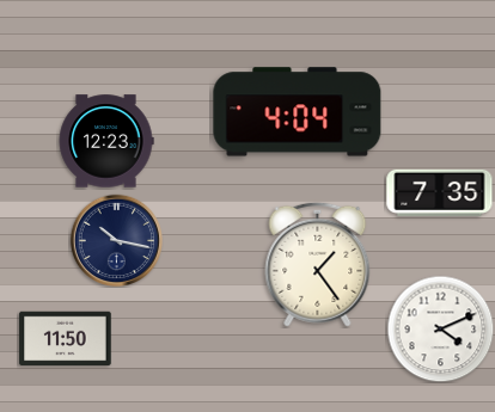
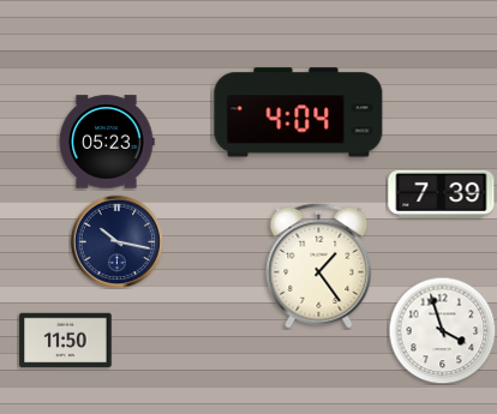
clock at (106, 141): 12:23 -> 05:23
clock at (440, 192): 7:35 -> 7:39
clock at (440, 328): 4:11 -> 3:57
